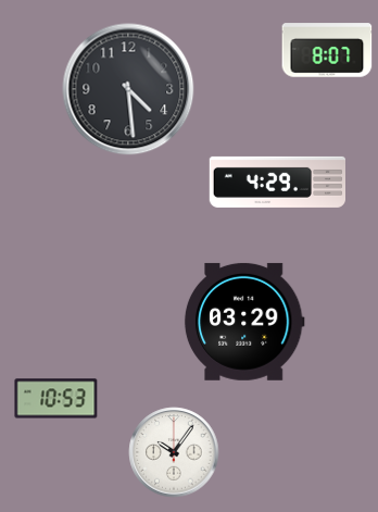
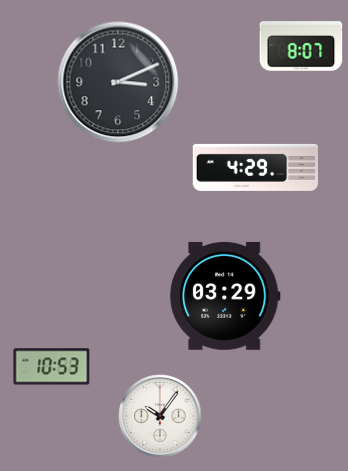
clock at (128, 89): 4:29 -> 3:11
